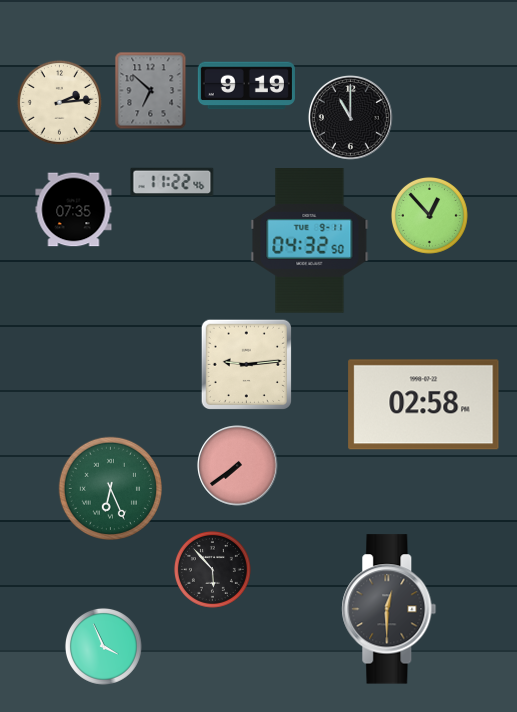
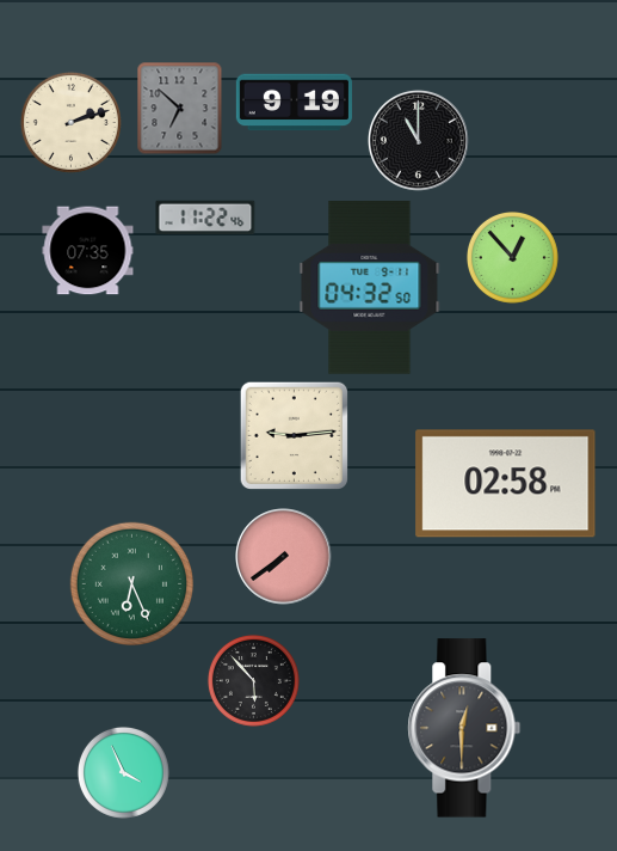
clock at (59, 102): 2:14 -> 2:12
